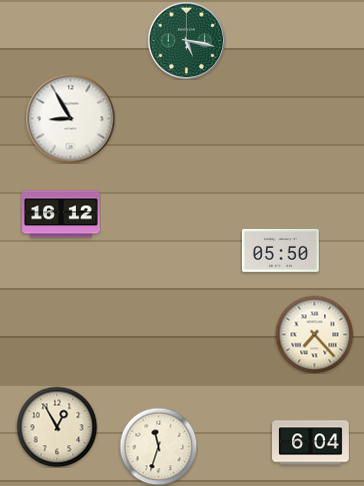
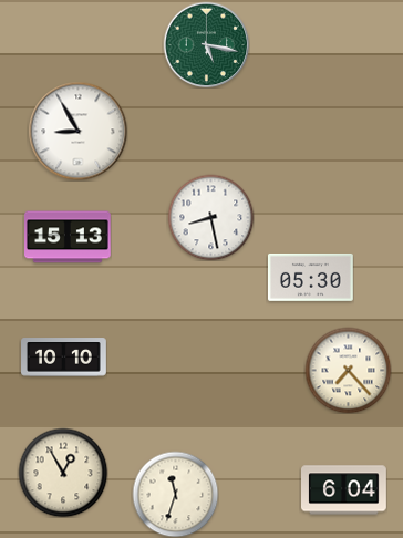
clock at (210, 217): none -> 8:28
clock at (62, 214): 16:12 -> 15:13
clock at (281, 250): 05:50 -> 05:30
clock at (64, 358): none -> 10:10
